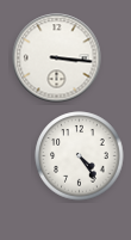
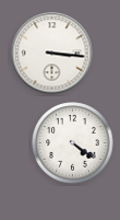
clock at (80, 156): 4:24 -> 4:21
